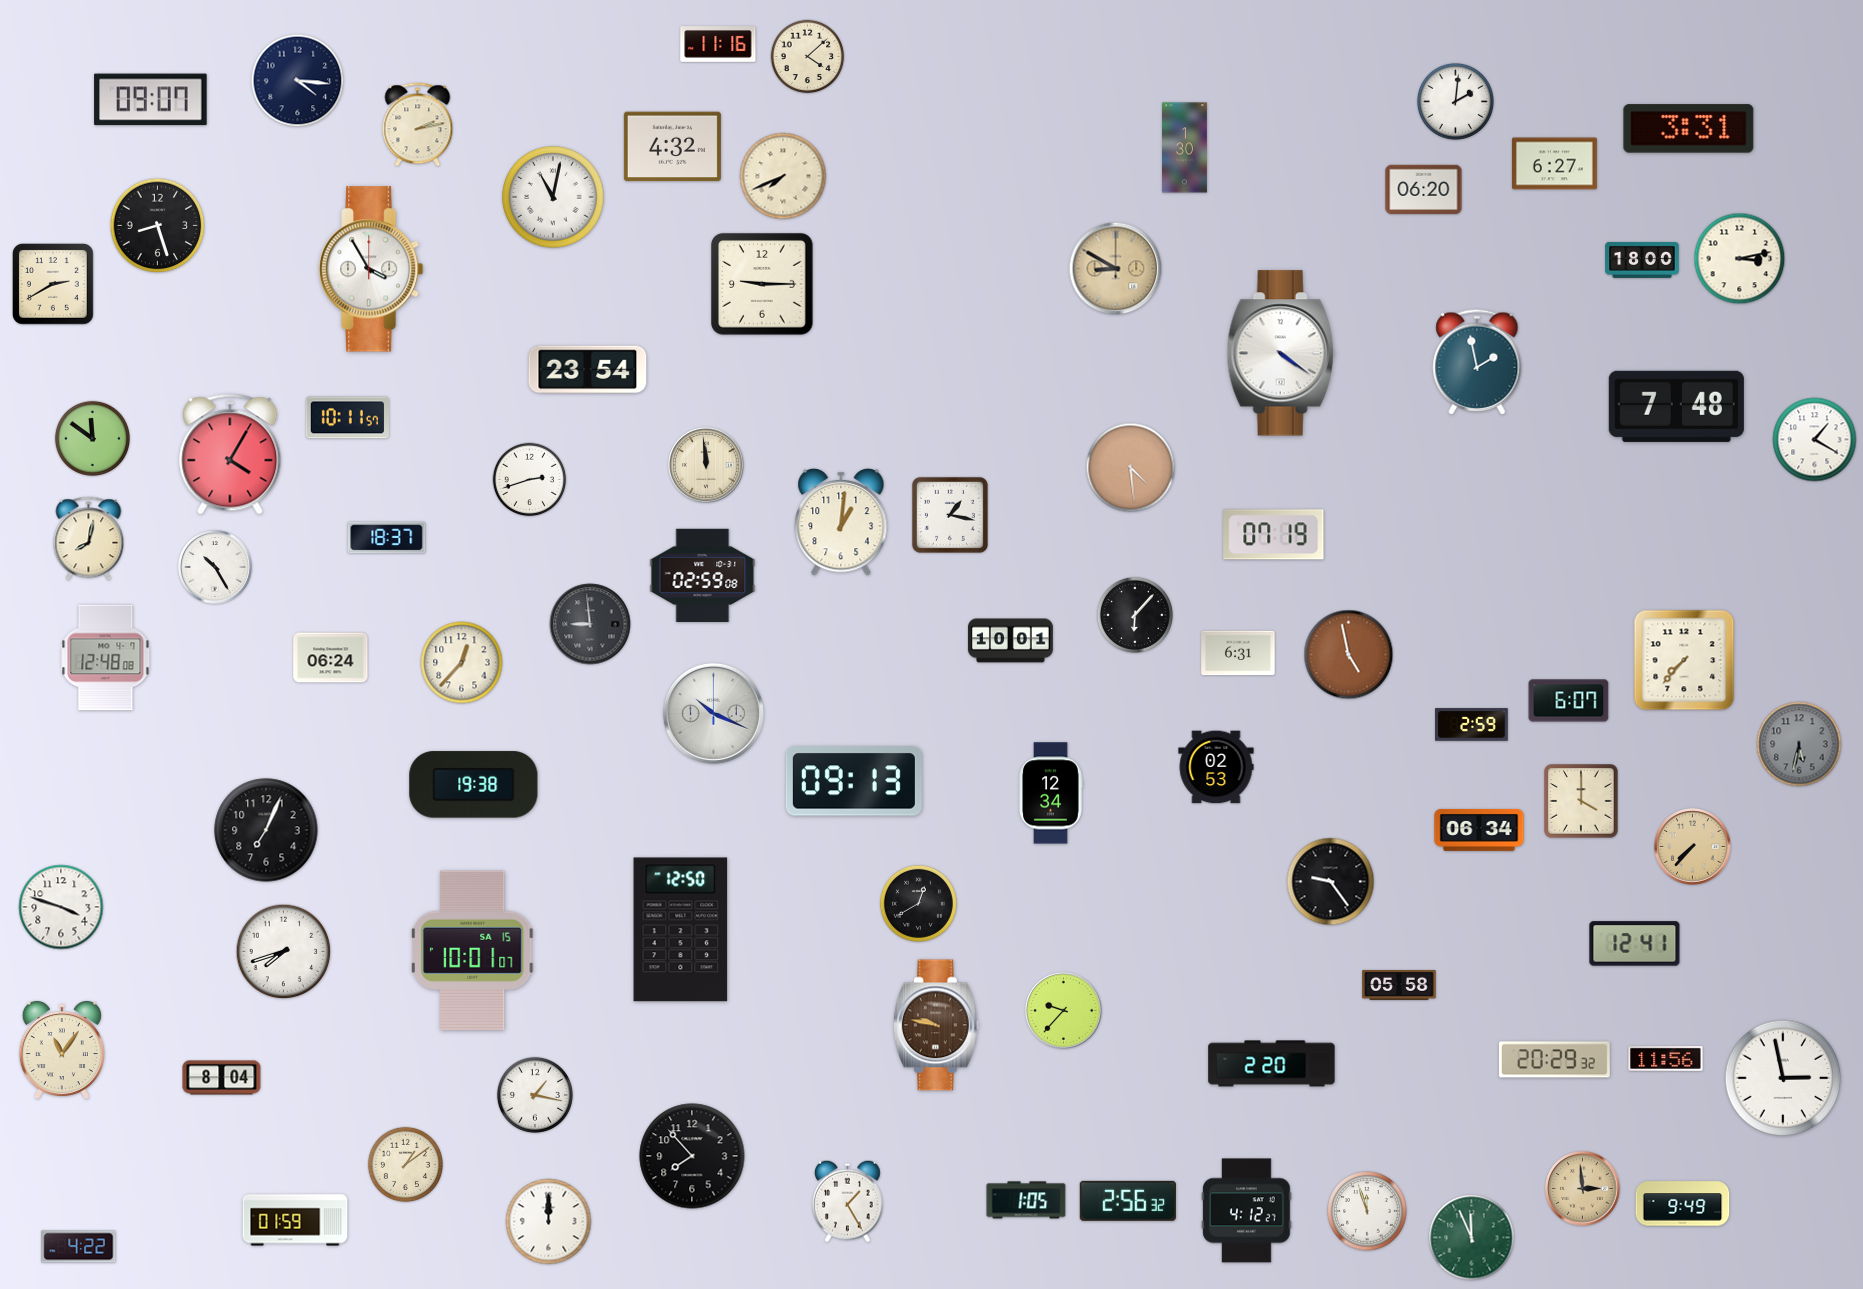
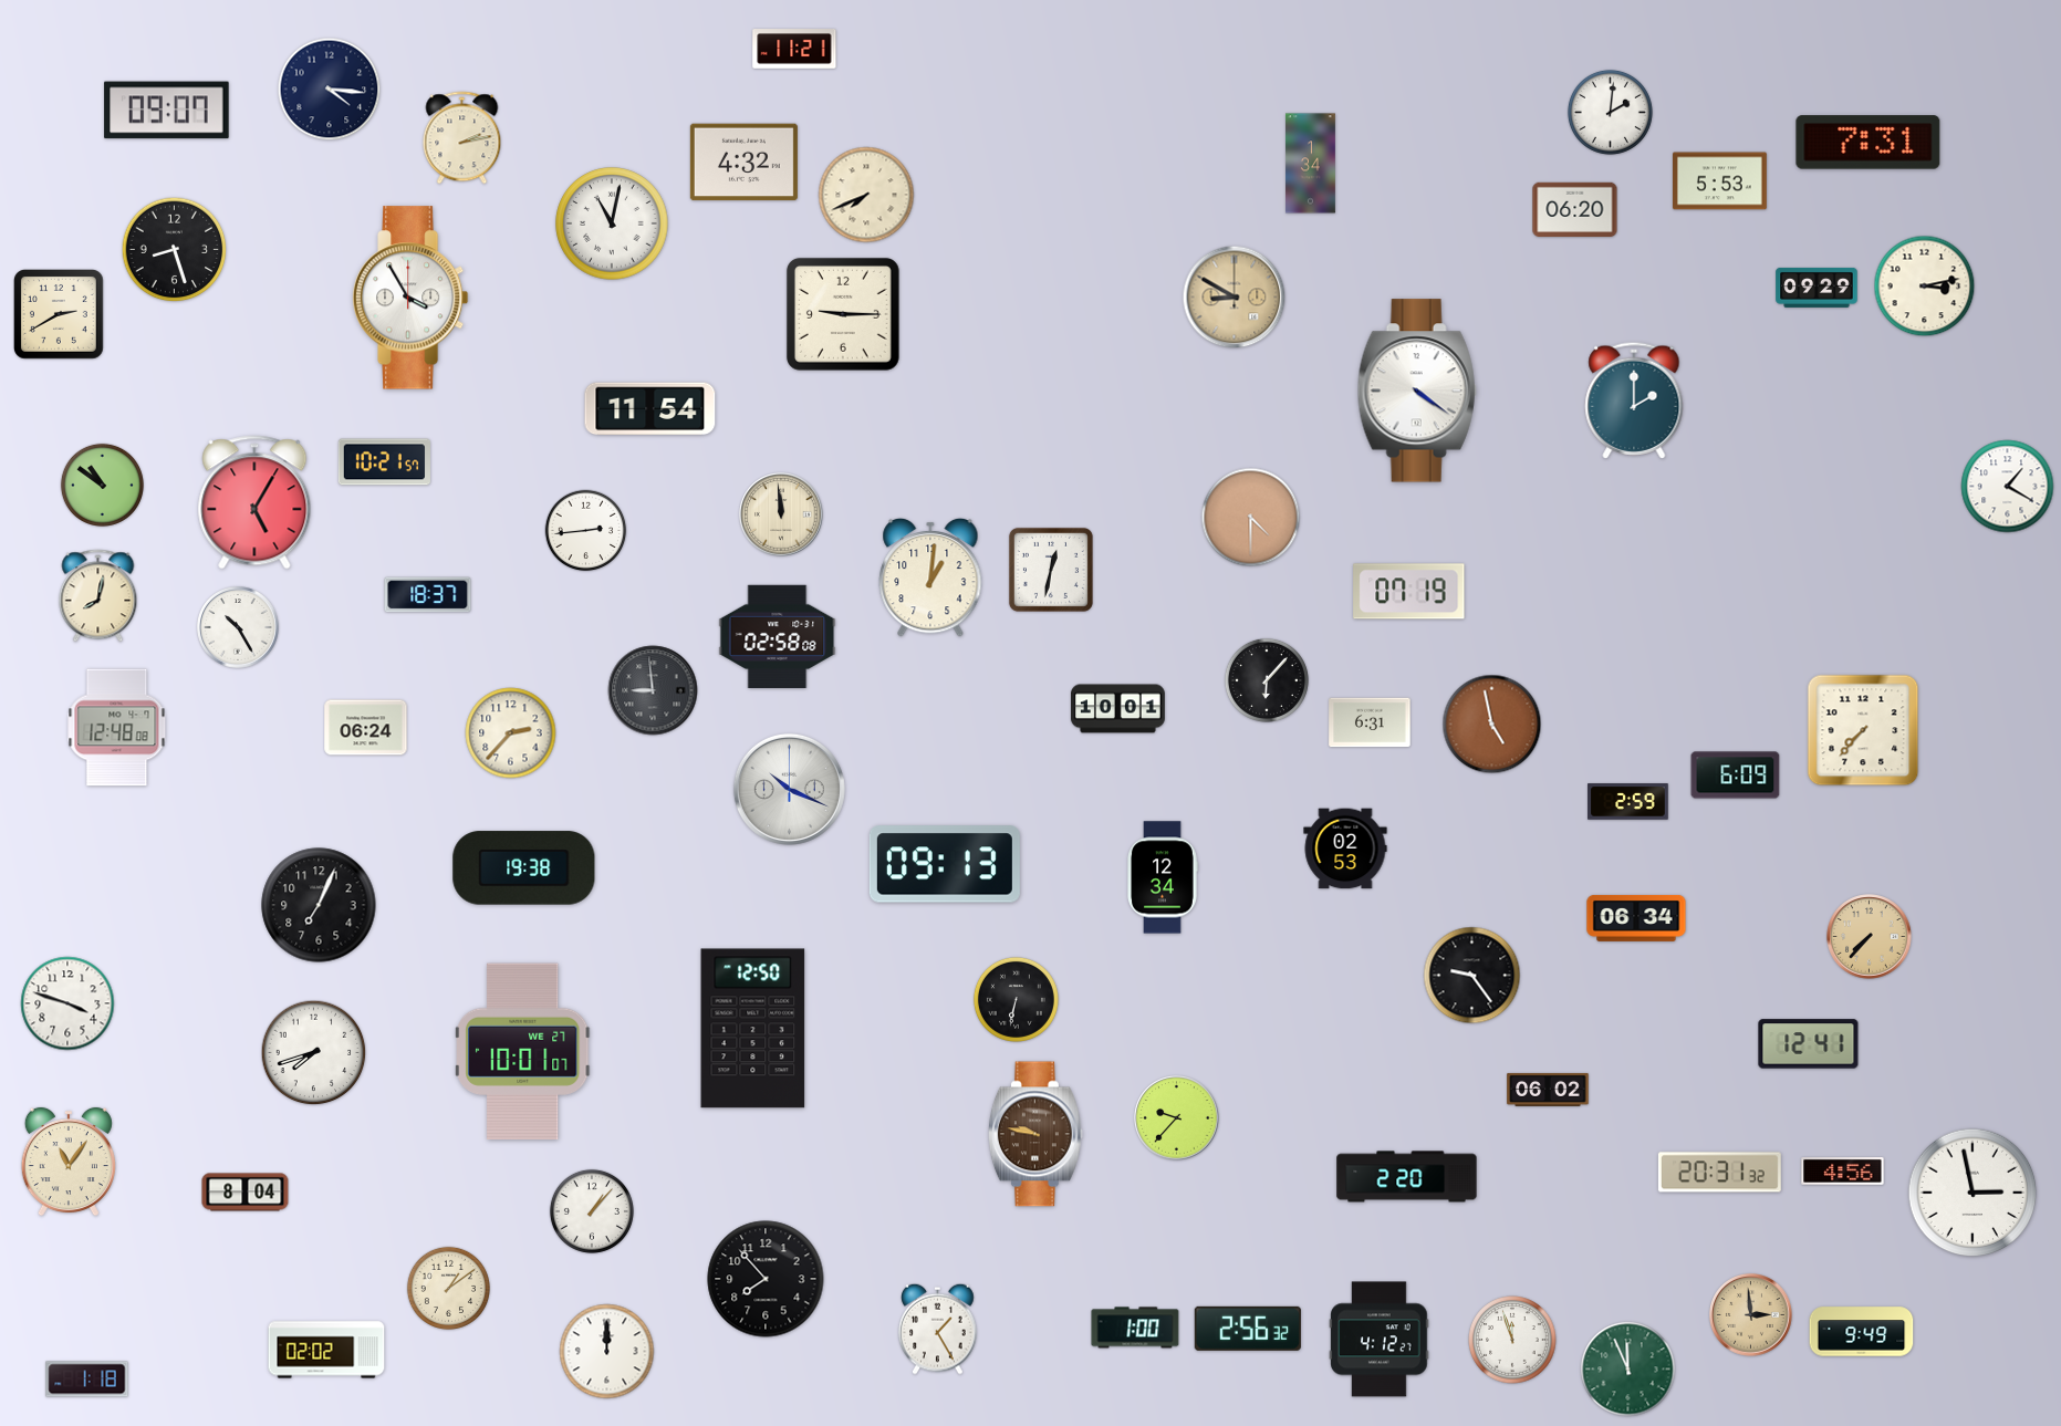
clock at (718, 45): 11:16 -> 11:21
clock at (808, 57): 4:08 -> none
clock at (1689, 129): 3:31 -> 7:31
clock at (1185, 148): 1:30 -> 1:34
clock at (1554, 164): 6:27 -> 5:53
clock at (553, 197) position: (553, 197) -> (612, 223)
clock at (1642, 260): 18:00 -> 09:29
clock at (1477, 362): 1:58 -> 2:00
clock at (588, 370): 23:54 -> 11:54
clock at (1676, 406): 7:48 -> none
clock at (347, 418): 10:11 -> 10:21
clock at (92, 438): 11:51 -> 10:51
clock at (230, 454): 4:05 -> 5:05
clock at (1131, 468): 4:29 -> 4:30
clock at (530, 480): 2:42 -> 2:44
clock at (950, 515): 1:17 -> 12:32
clock at (703, 575): 02:59 -> 02:58
clock at (1135, 615) position: (1135, 615) -> (1267, 680)
clock at (462, 663): 12:37 -> 2:37
clock at (1569, 701): 6:07 -> 6:09
clock at (1799, 744): 5:32 -> none
clock at (1581, 801): 4:00 -> none
clock at (266, 830) position: (266, 830) -> (319, 905)
clock at (1693, 847) position: (1693, 847) -> (1870, 937)
clock at (918, 903): 12:40 -> 6:32
clock at (474, 950) date: SA 15 -> WE 27
clock at (1399, 985): 05:58 -> 06:02
clock at (1666, 1059): 11:56 -> 4:56
clock at (1554, 1060): 20:29 -> 20:31
clock at (535, 1095): 1:17 -> 1:07
clock at (1026, 1200): 1:05 -> 1:00
clock at (295, 1220): 01:59 -> 02:02
clock at (79, 1247): 4:22 -> 1:18
